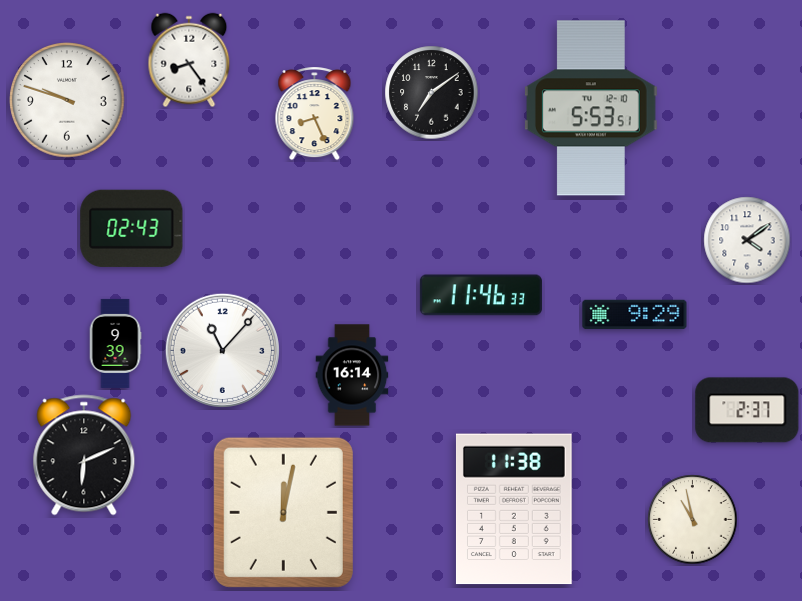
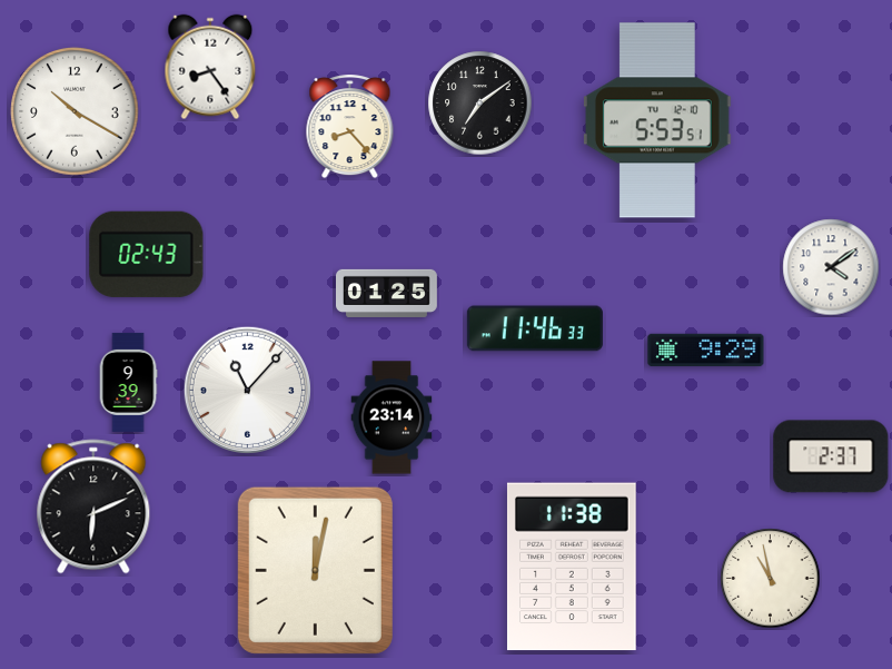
clock at (67, 100): 9:48 -> 10:20
clock at (315, 114): 8:26 -> 8:23
clock at (387, 293): none -> 01:25
clock at (352, 375): 16:14 -> 23:14
